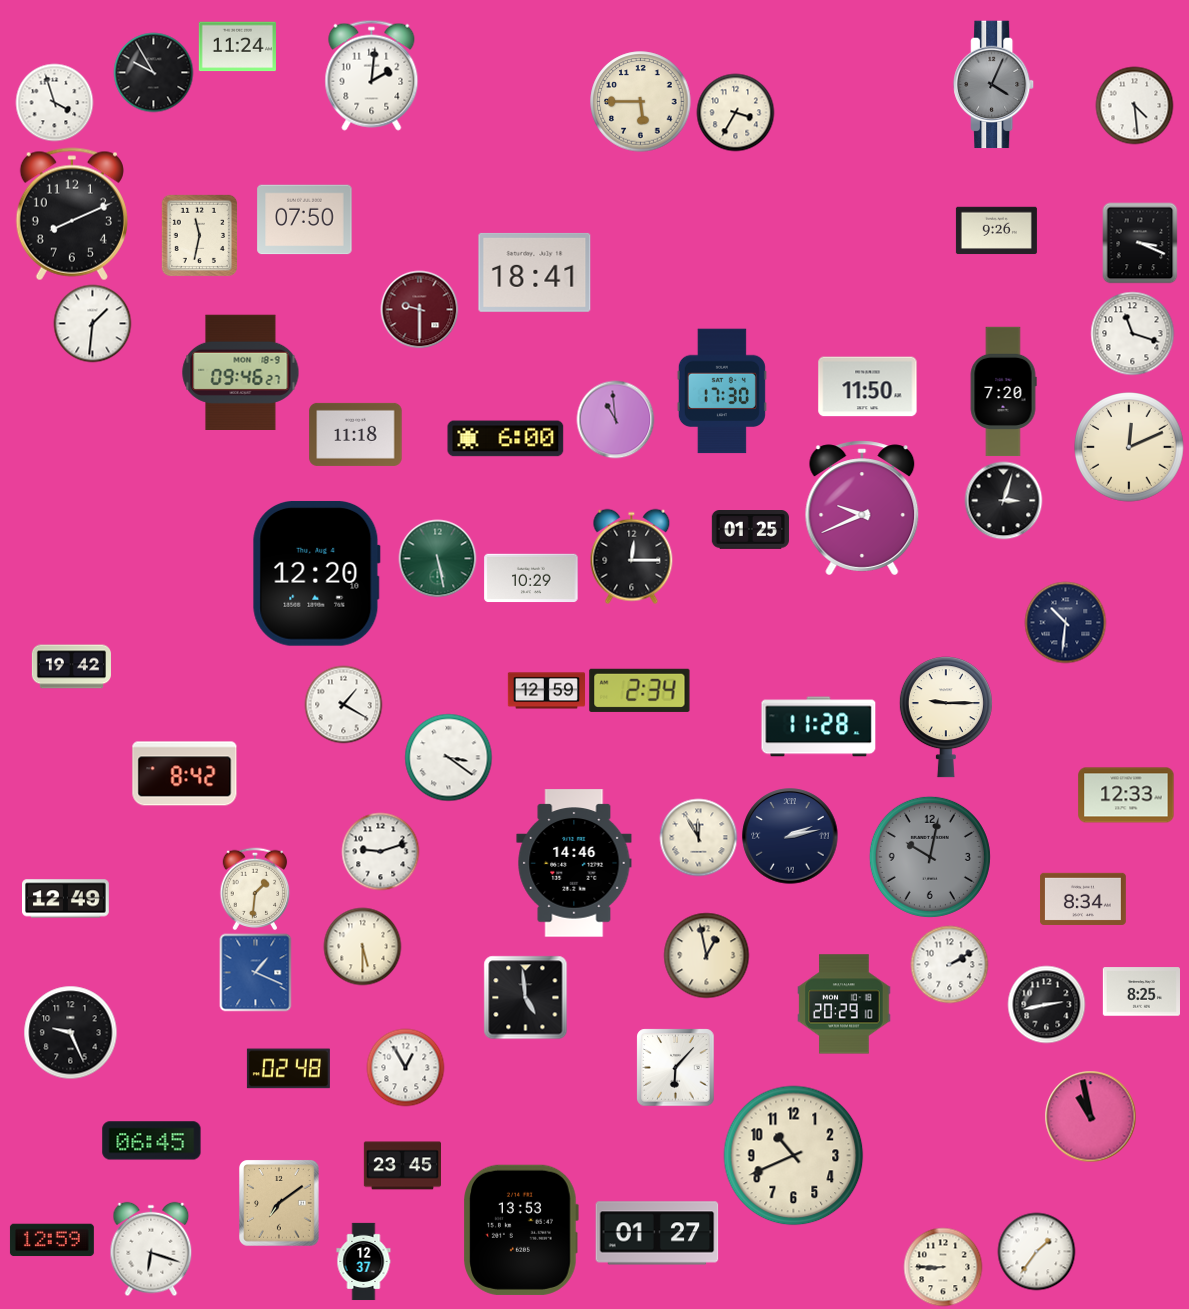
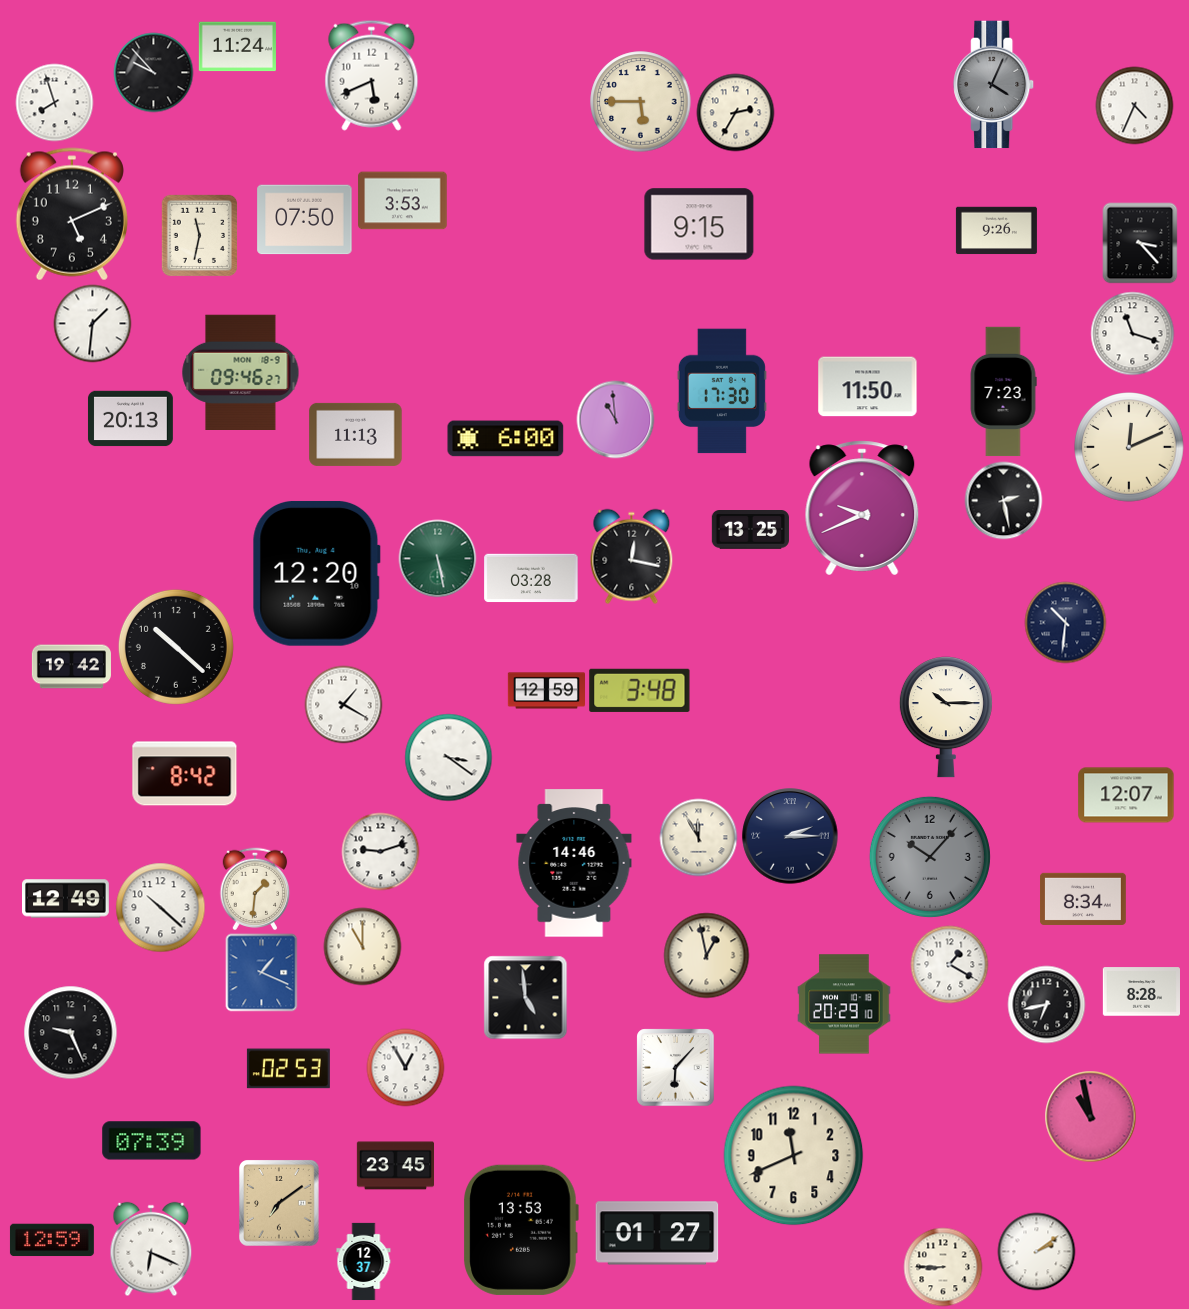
clock at (153, 72): 9:55 -> 9:53
clock at (372, 75): 2:01 -> 5:41
clock at (54, 102): 3:57 -> 7:57
clock at (1134, 105): 4:29 -> 4:34
clock at (735, 112): 3:35 -> 2:35
clock at (403, 201): none -> 3:53
clock at (72, 214): 8:11 -> 5:11
clock at (699, 224): none -> 9:15
clock at (1140, 243): 3:19 -> 3:23
clock at (535, 272): 18:41 -> none
clock at (419, 309): 9:30 -> none
clock at (1003, 392): 7:20 -> 7:23
clock at (130, 419): none -> 20:13
clock at (356, 434): 11:18 -> 11:13
clock at (1003, 500): 3:03 -> 2:28
clock at (750, 530): 01:25 -> 13:25
clock at (632, 556): 12:15 -> 12:17
clock at (531, 578): 10:29 -> 03:28
clock at (176, 647): none -> 10:22
clock at (640, 690): 2:34 -> 3:48
clock at (946, 717): 9:15 -> 10:15
clock at (819, 727): 11:28 -> none
clock at (1126, 795): 12:33 -> 12:07
clock at (790, 836): 2:13 -> 2:15
clock at (930, 857): 10:02 -> 10:07
clock at (160, 907): none -> 10:22
clock at (362, 946): 5:30 -> 11:00
clock at (949, 964): 2:10 -> 1:20
clock at (256, 972) position: (256, 972) -> (262, 972)
clock at (1141, 992): 8:25 -> 8:28
clock at (1046, 1004): 2:43 -> 6:43
clock at (288, 1069): 02:48 -> 02:53
clock at (152, 1141): 06:45 -> 07:39
clock at (794, 1156): 10:41 -> 11:41
clock at (402, 1166) position: (402, 1166) -> (395, 1166)
clock at (151, 1249): 6:18 -> 6:19
clock at (1036, 1251): 1:36 -> 2:09
